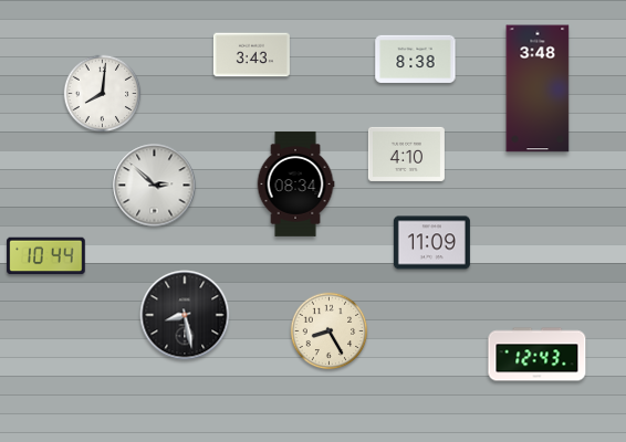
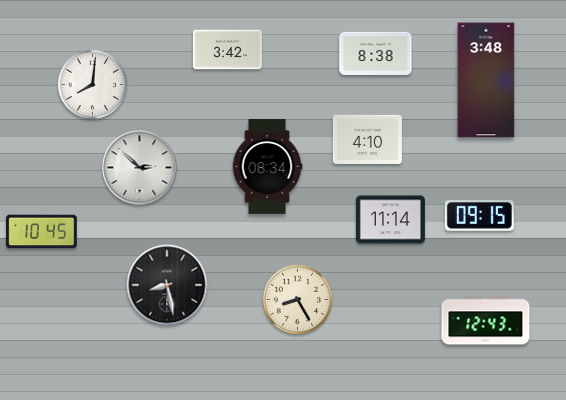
clock at (251, 55): 3:43 -> 3:42
clock at (479, 216): none -> 09:15
clock at (431, 243): 11:09 -> 11:14
clock at (46, 256): 10:44 -> 10:45
